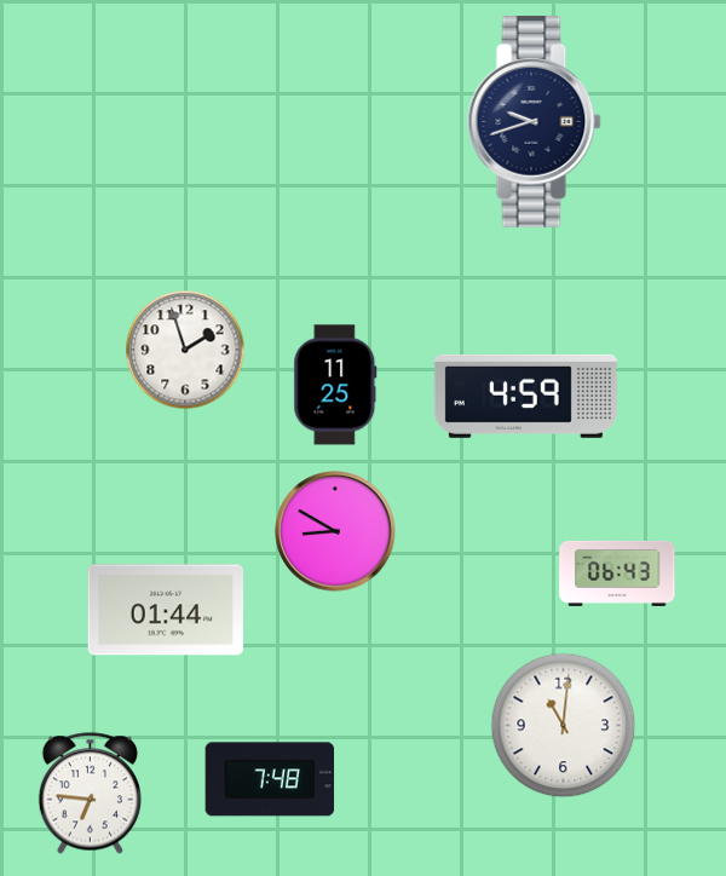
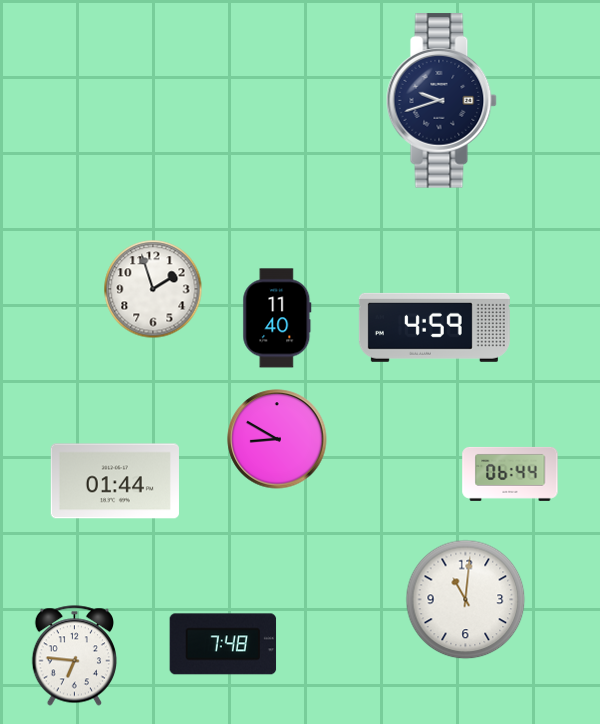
clock at (335, 385): 11:25 -> 11:40
clock at (617, 574): 06:43 -> 06:44
clock at (166, 610) position: (166, 610) -> (115, 481)
